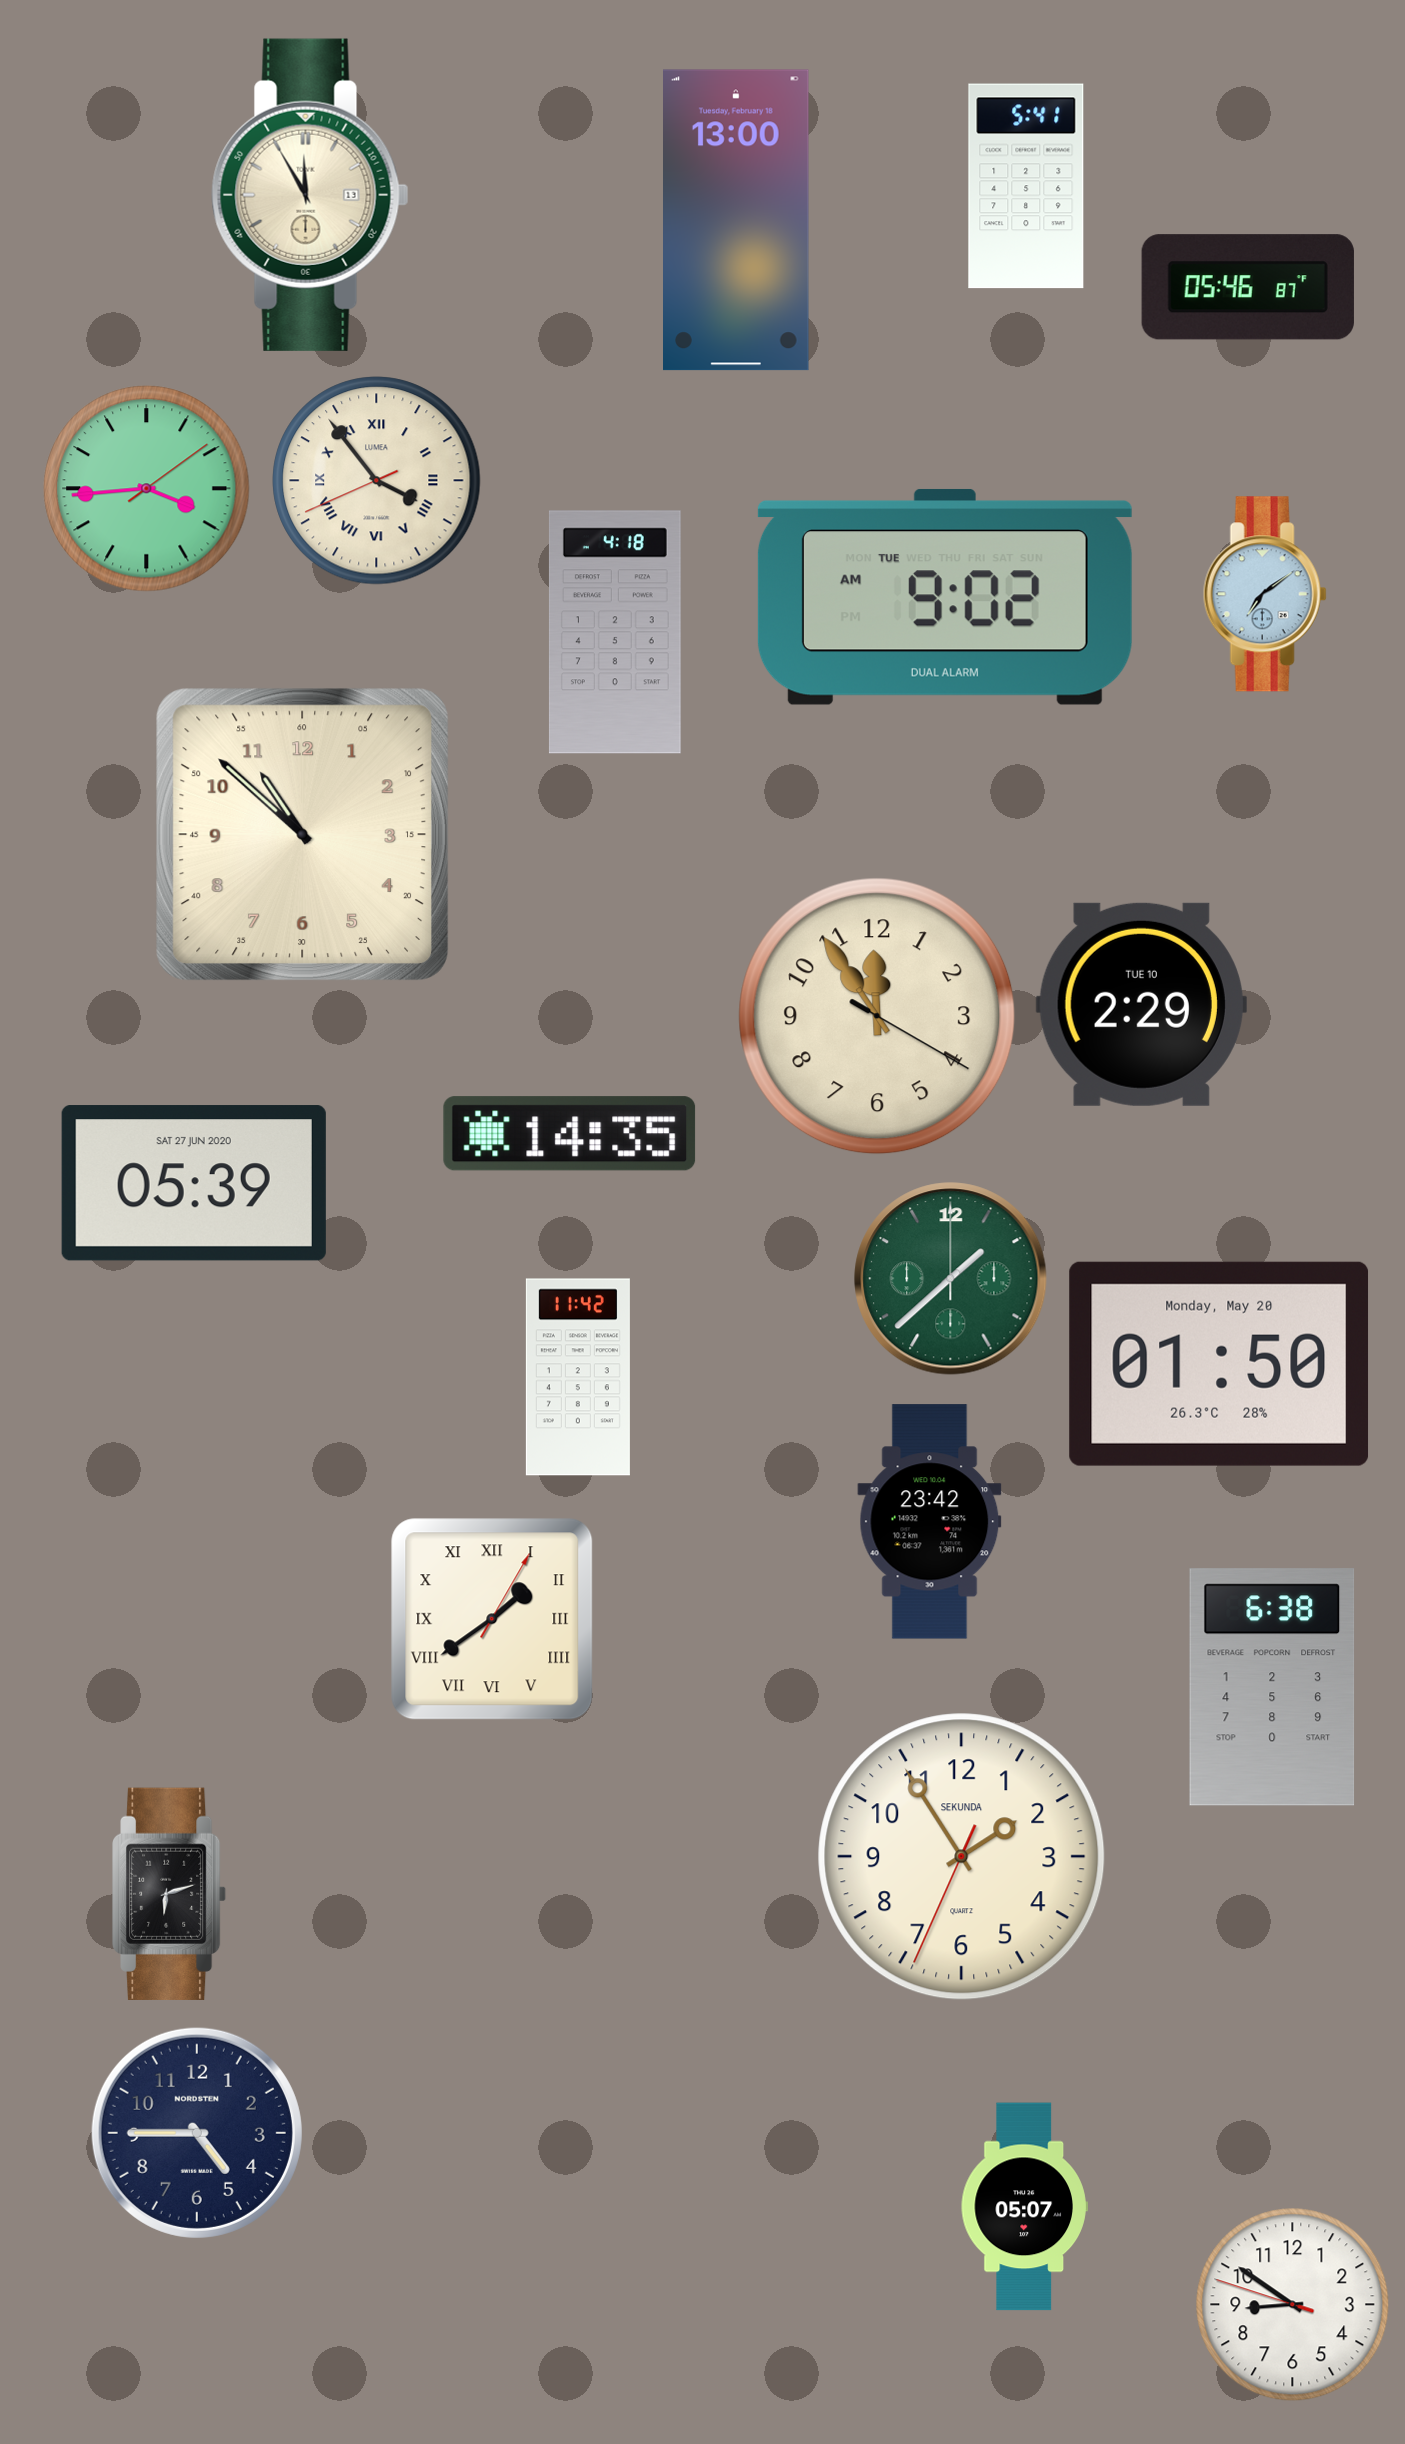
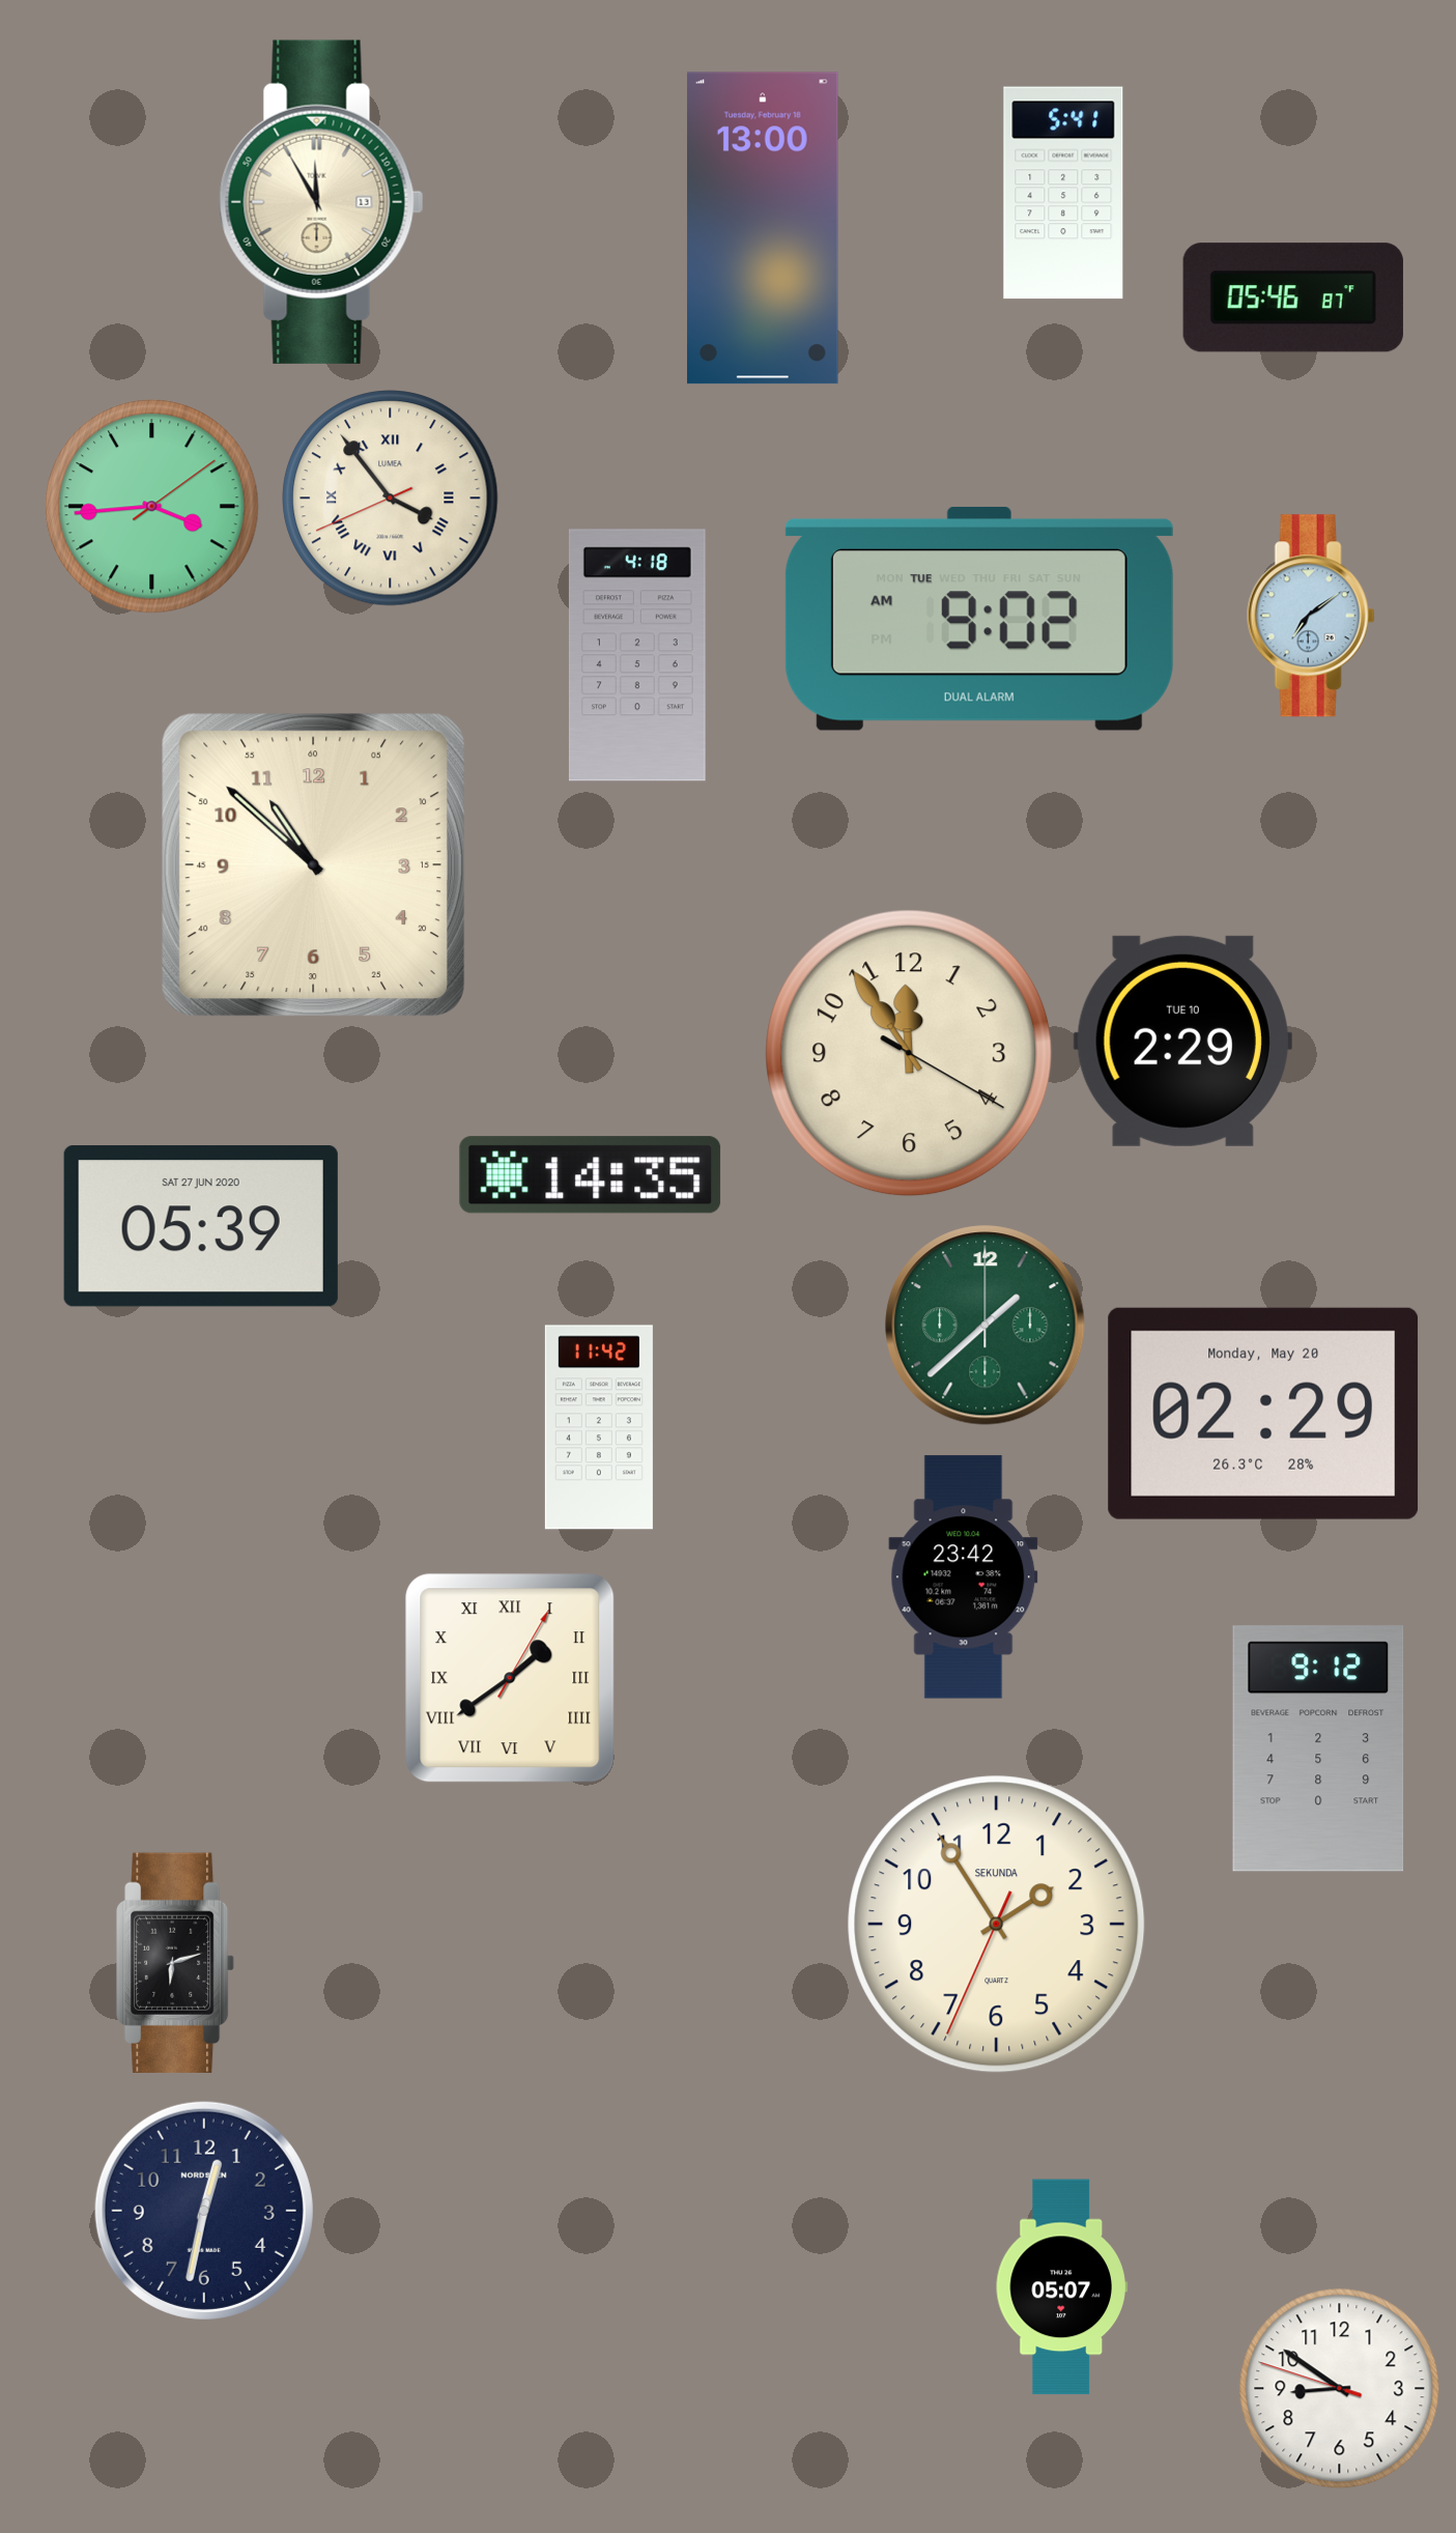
clock at (1219, 1364): 01:50 -> 02:29
clock at (1272, 1687): 6:38 -> 9:12
clock at (197, 2133): 4:45 -> 12:32
